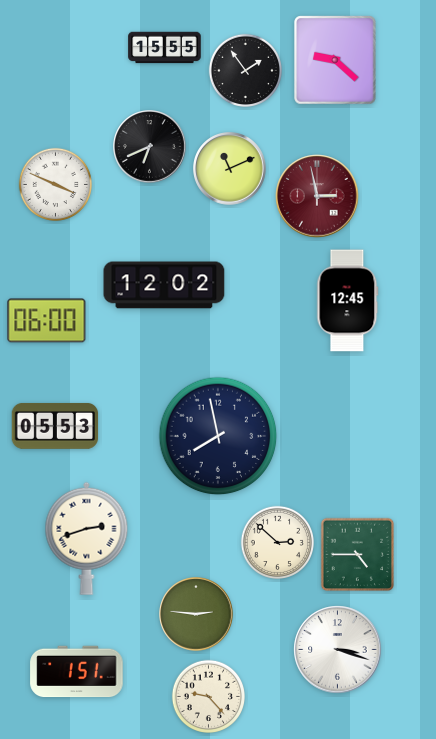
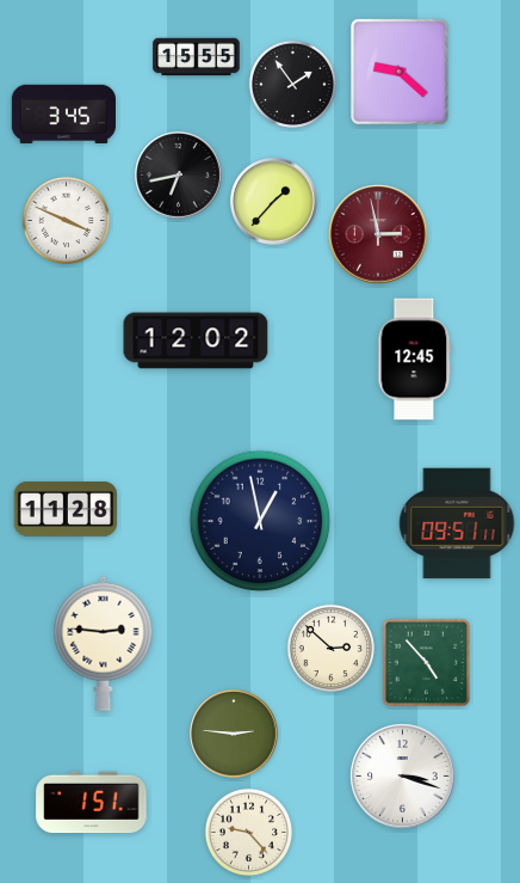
clock at (63, 114): none -> 3:45
clock at (150, 147): 6:41 -> 6:43
clock at (230, 169): 11:11 -> 1:37
clock at (47, 321): 06:00 -> none
clock at (55, 426): 05:53 -> 11:28
clock at (218, 436): 7:58 -> 12:58
clock at (457, 523): none -> 09:51
clock at (87, 538): 2:42 -> 2:46
clock at (358, 555): 4:45 -> 4:53
